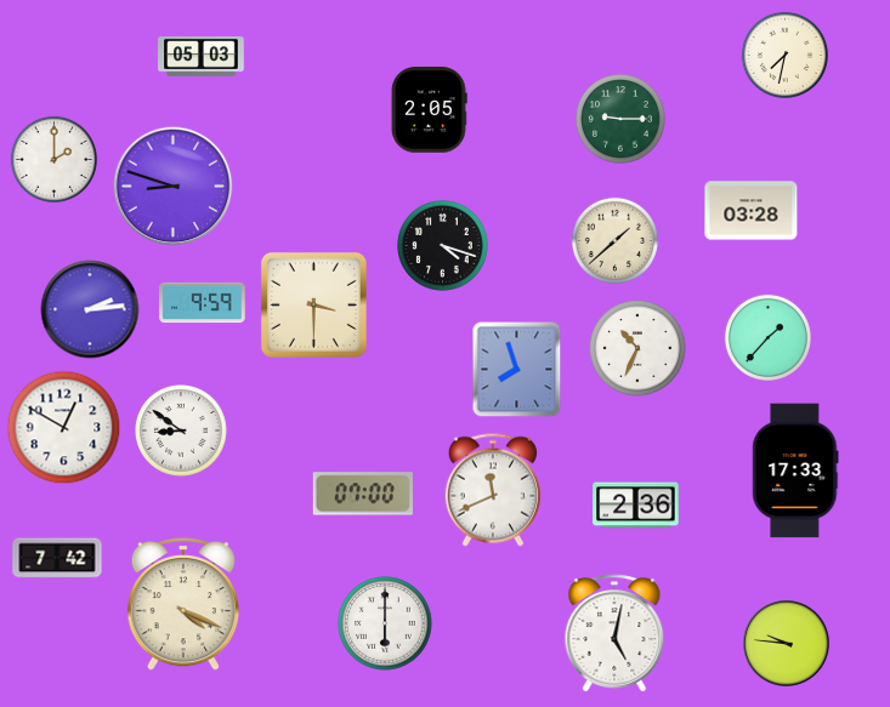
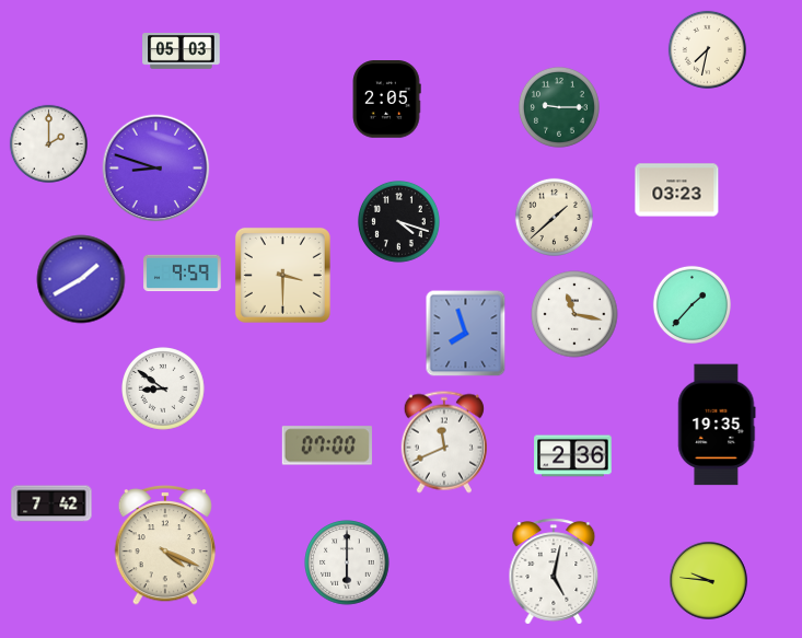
clock at (752, 211): 03:28 -> 03:23
clock at (90, 309): 2:14 -> 1:40
clock at (637, 348): 10:34 -> 11:17
clock at (64, 428): 12:50 -> none
clock at (795, 471): 17:33 -> 19:35
